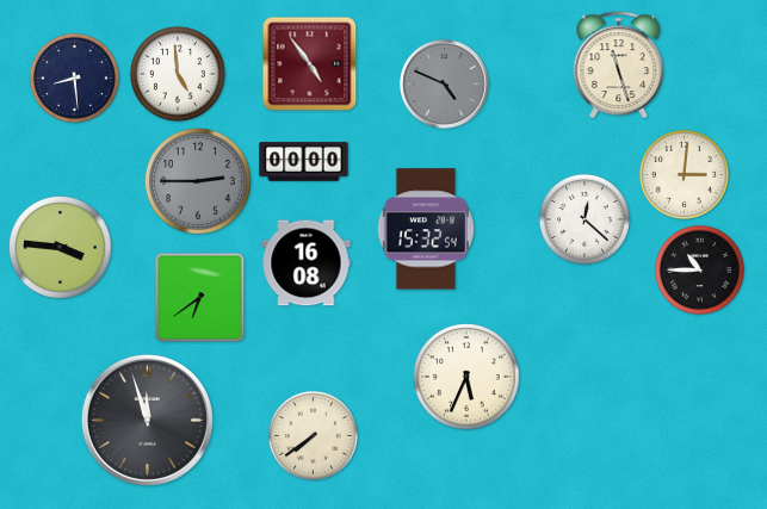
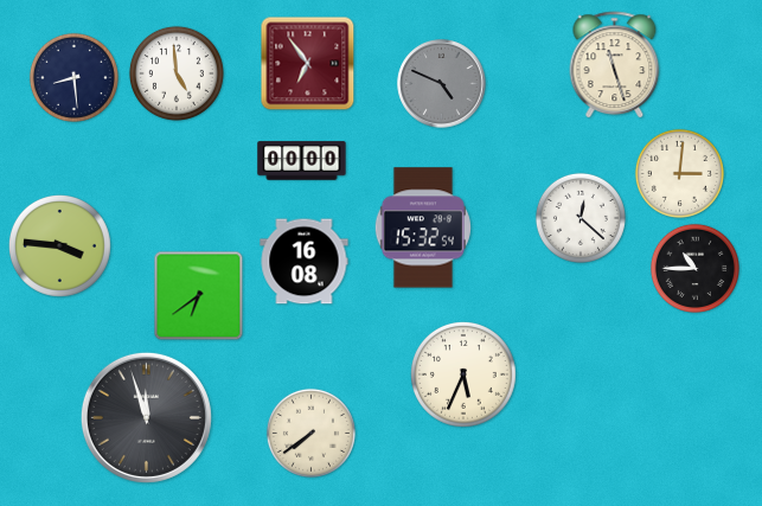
clock at (310, 64): 4:54 -> 6:54
clock at (198, 181): 2:45 -> none
